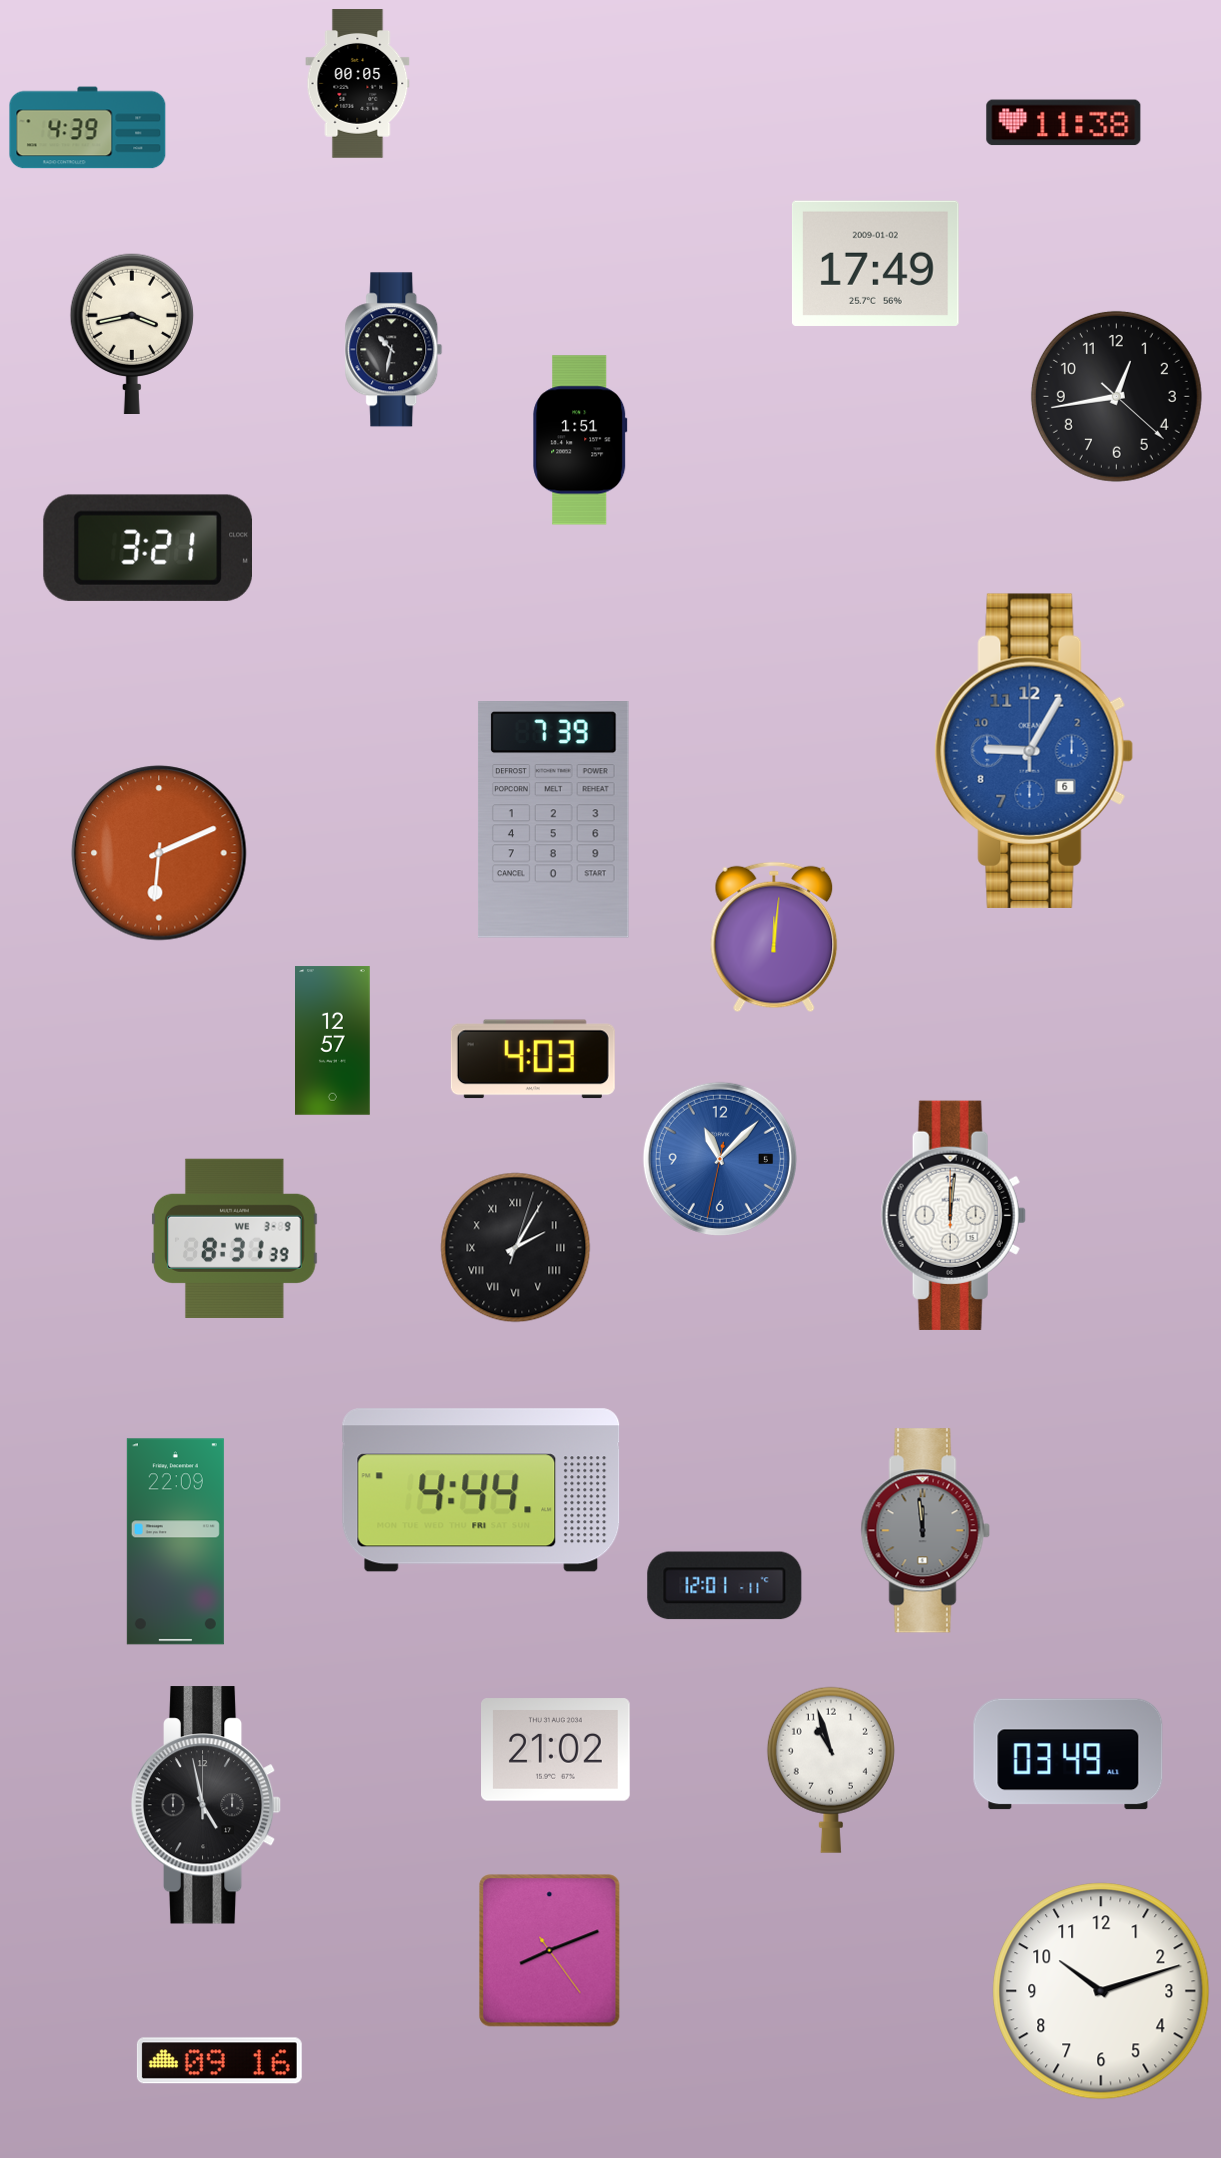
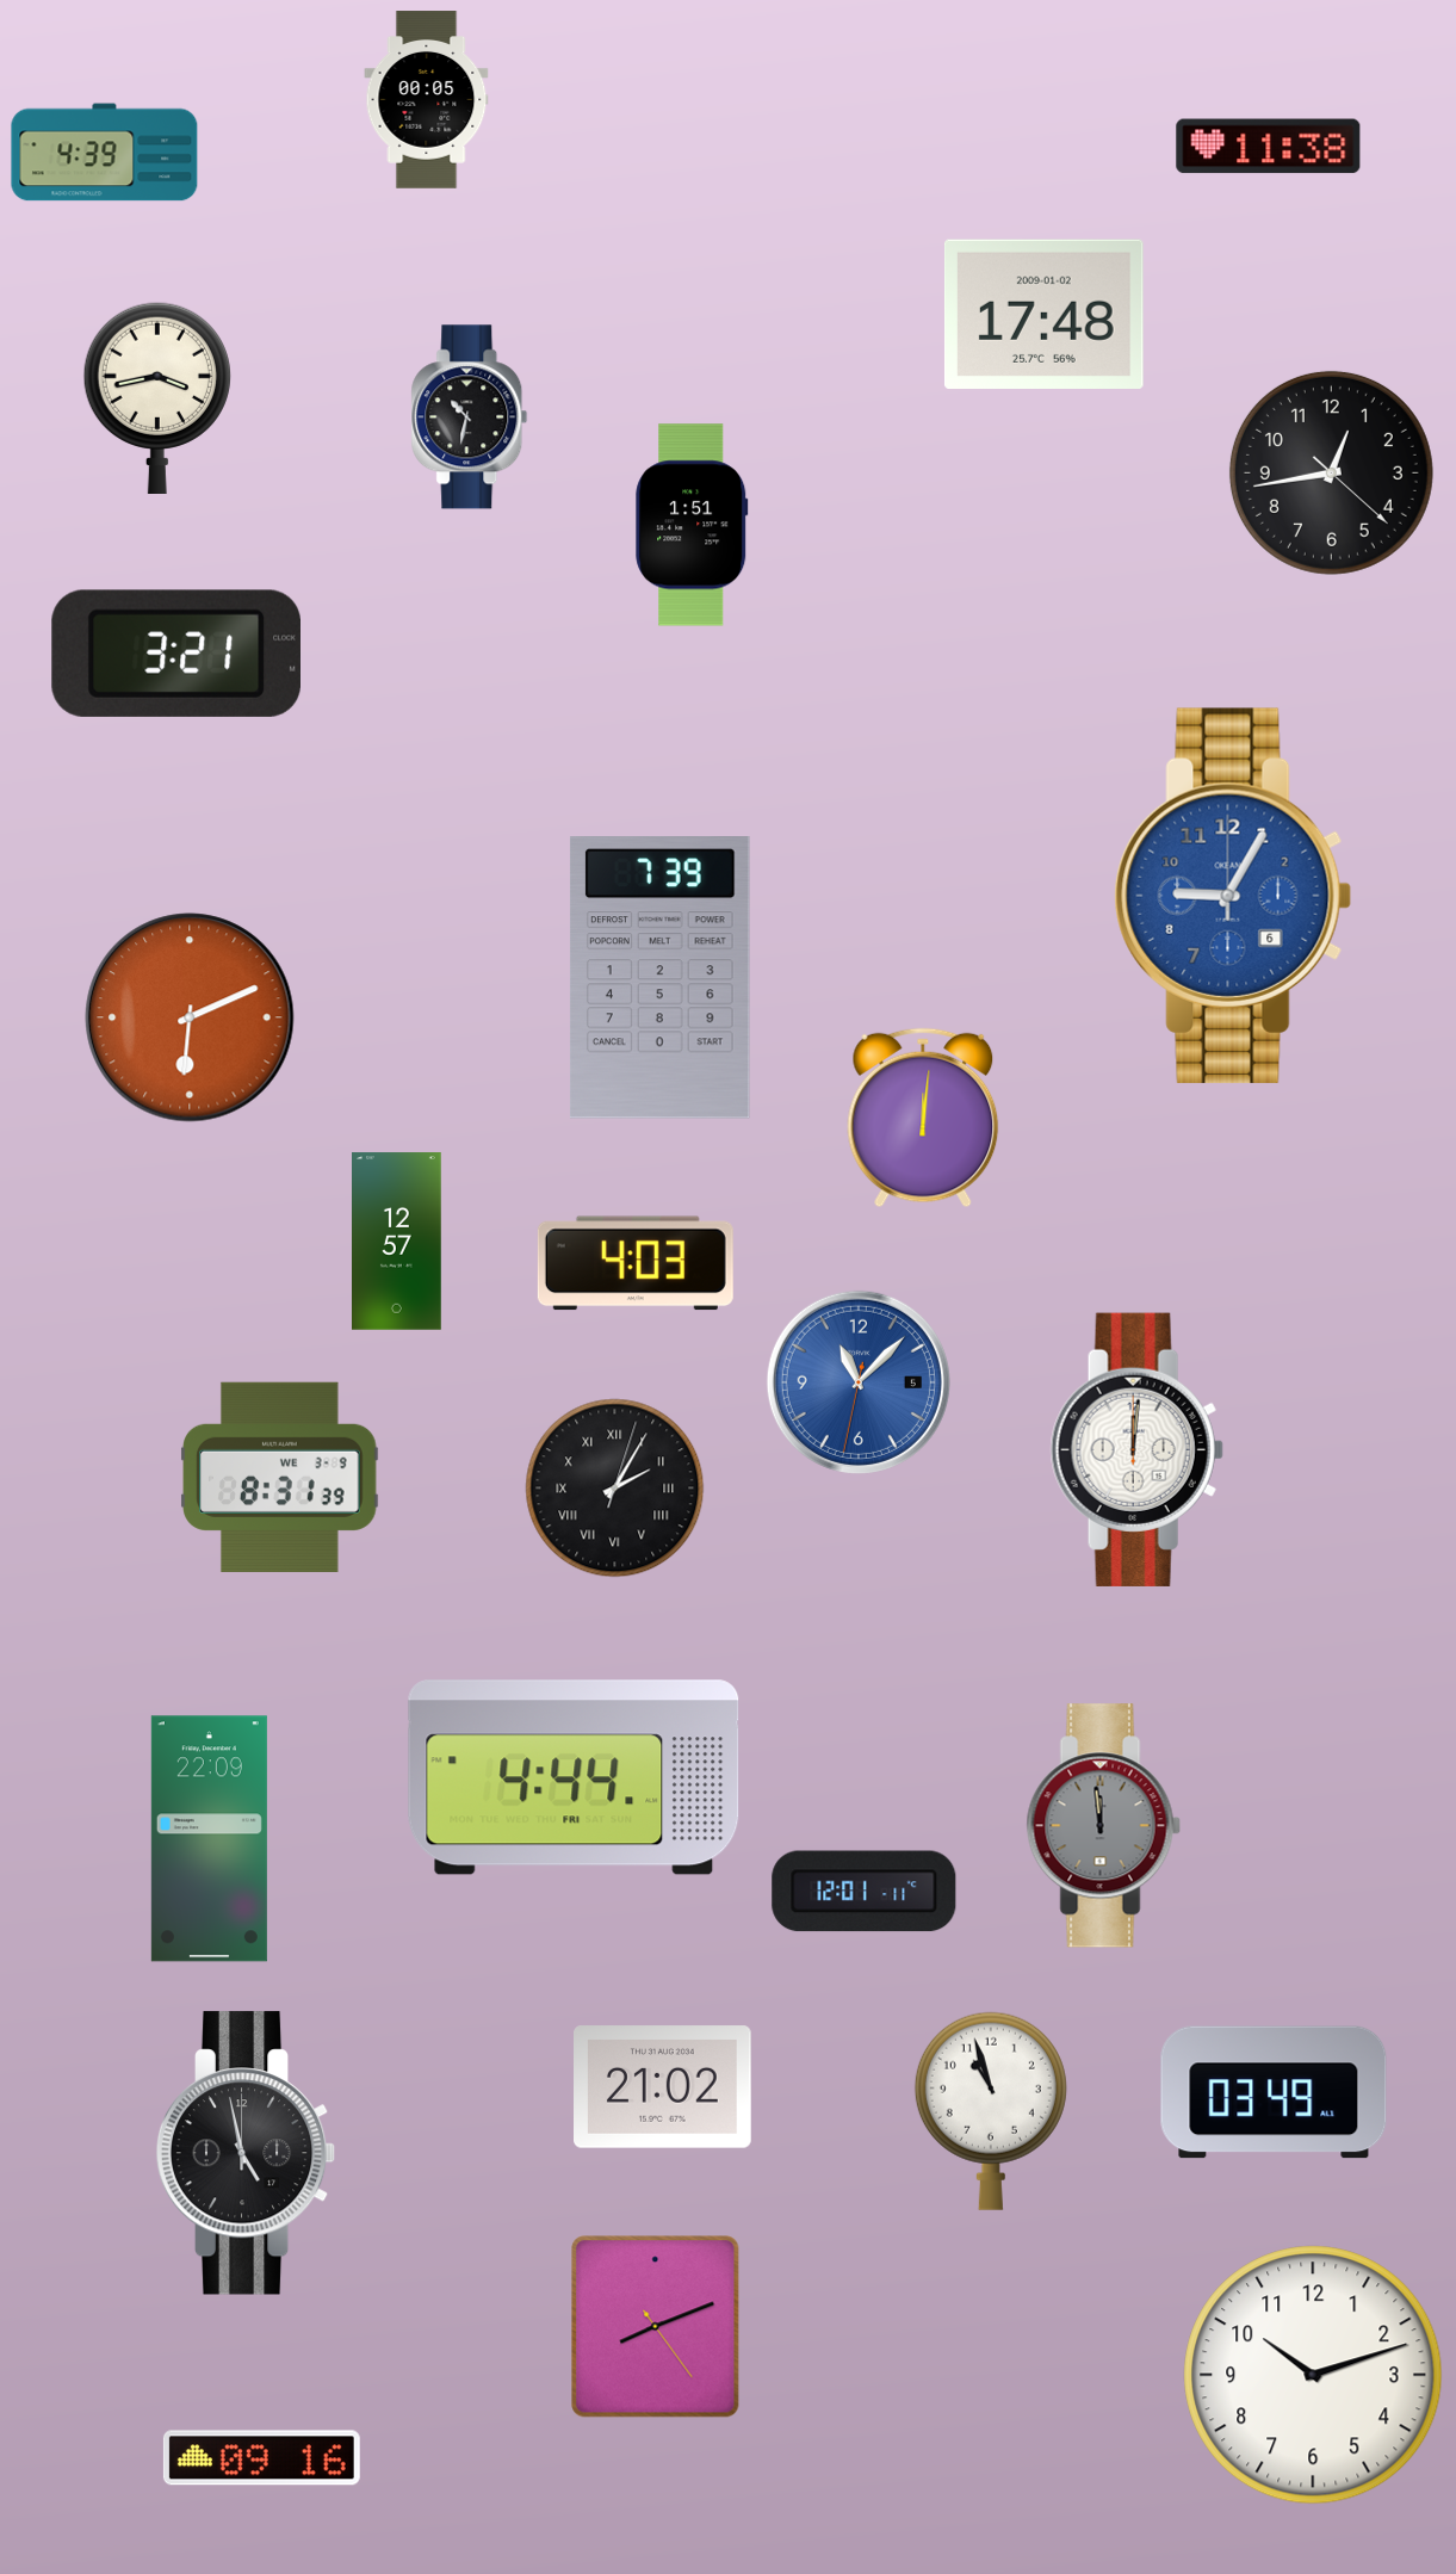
clock at (875, 263): 17:49 -> 17:48
